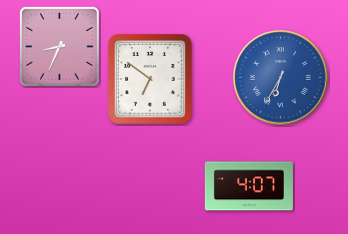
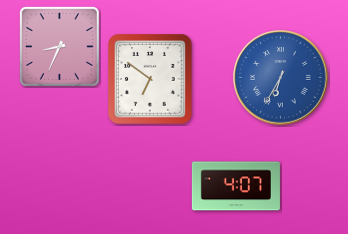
clock at (249, 186) position: (249, 186) -> (236, 186)
